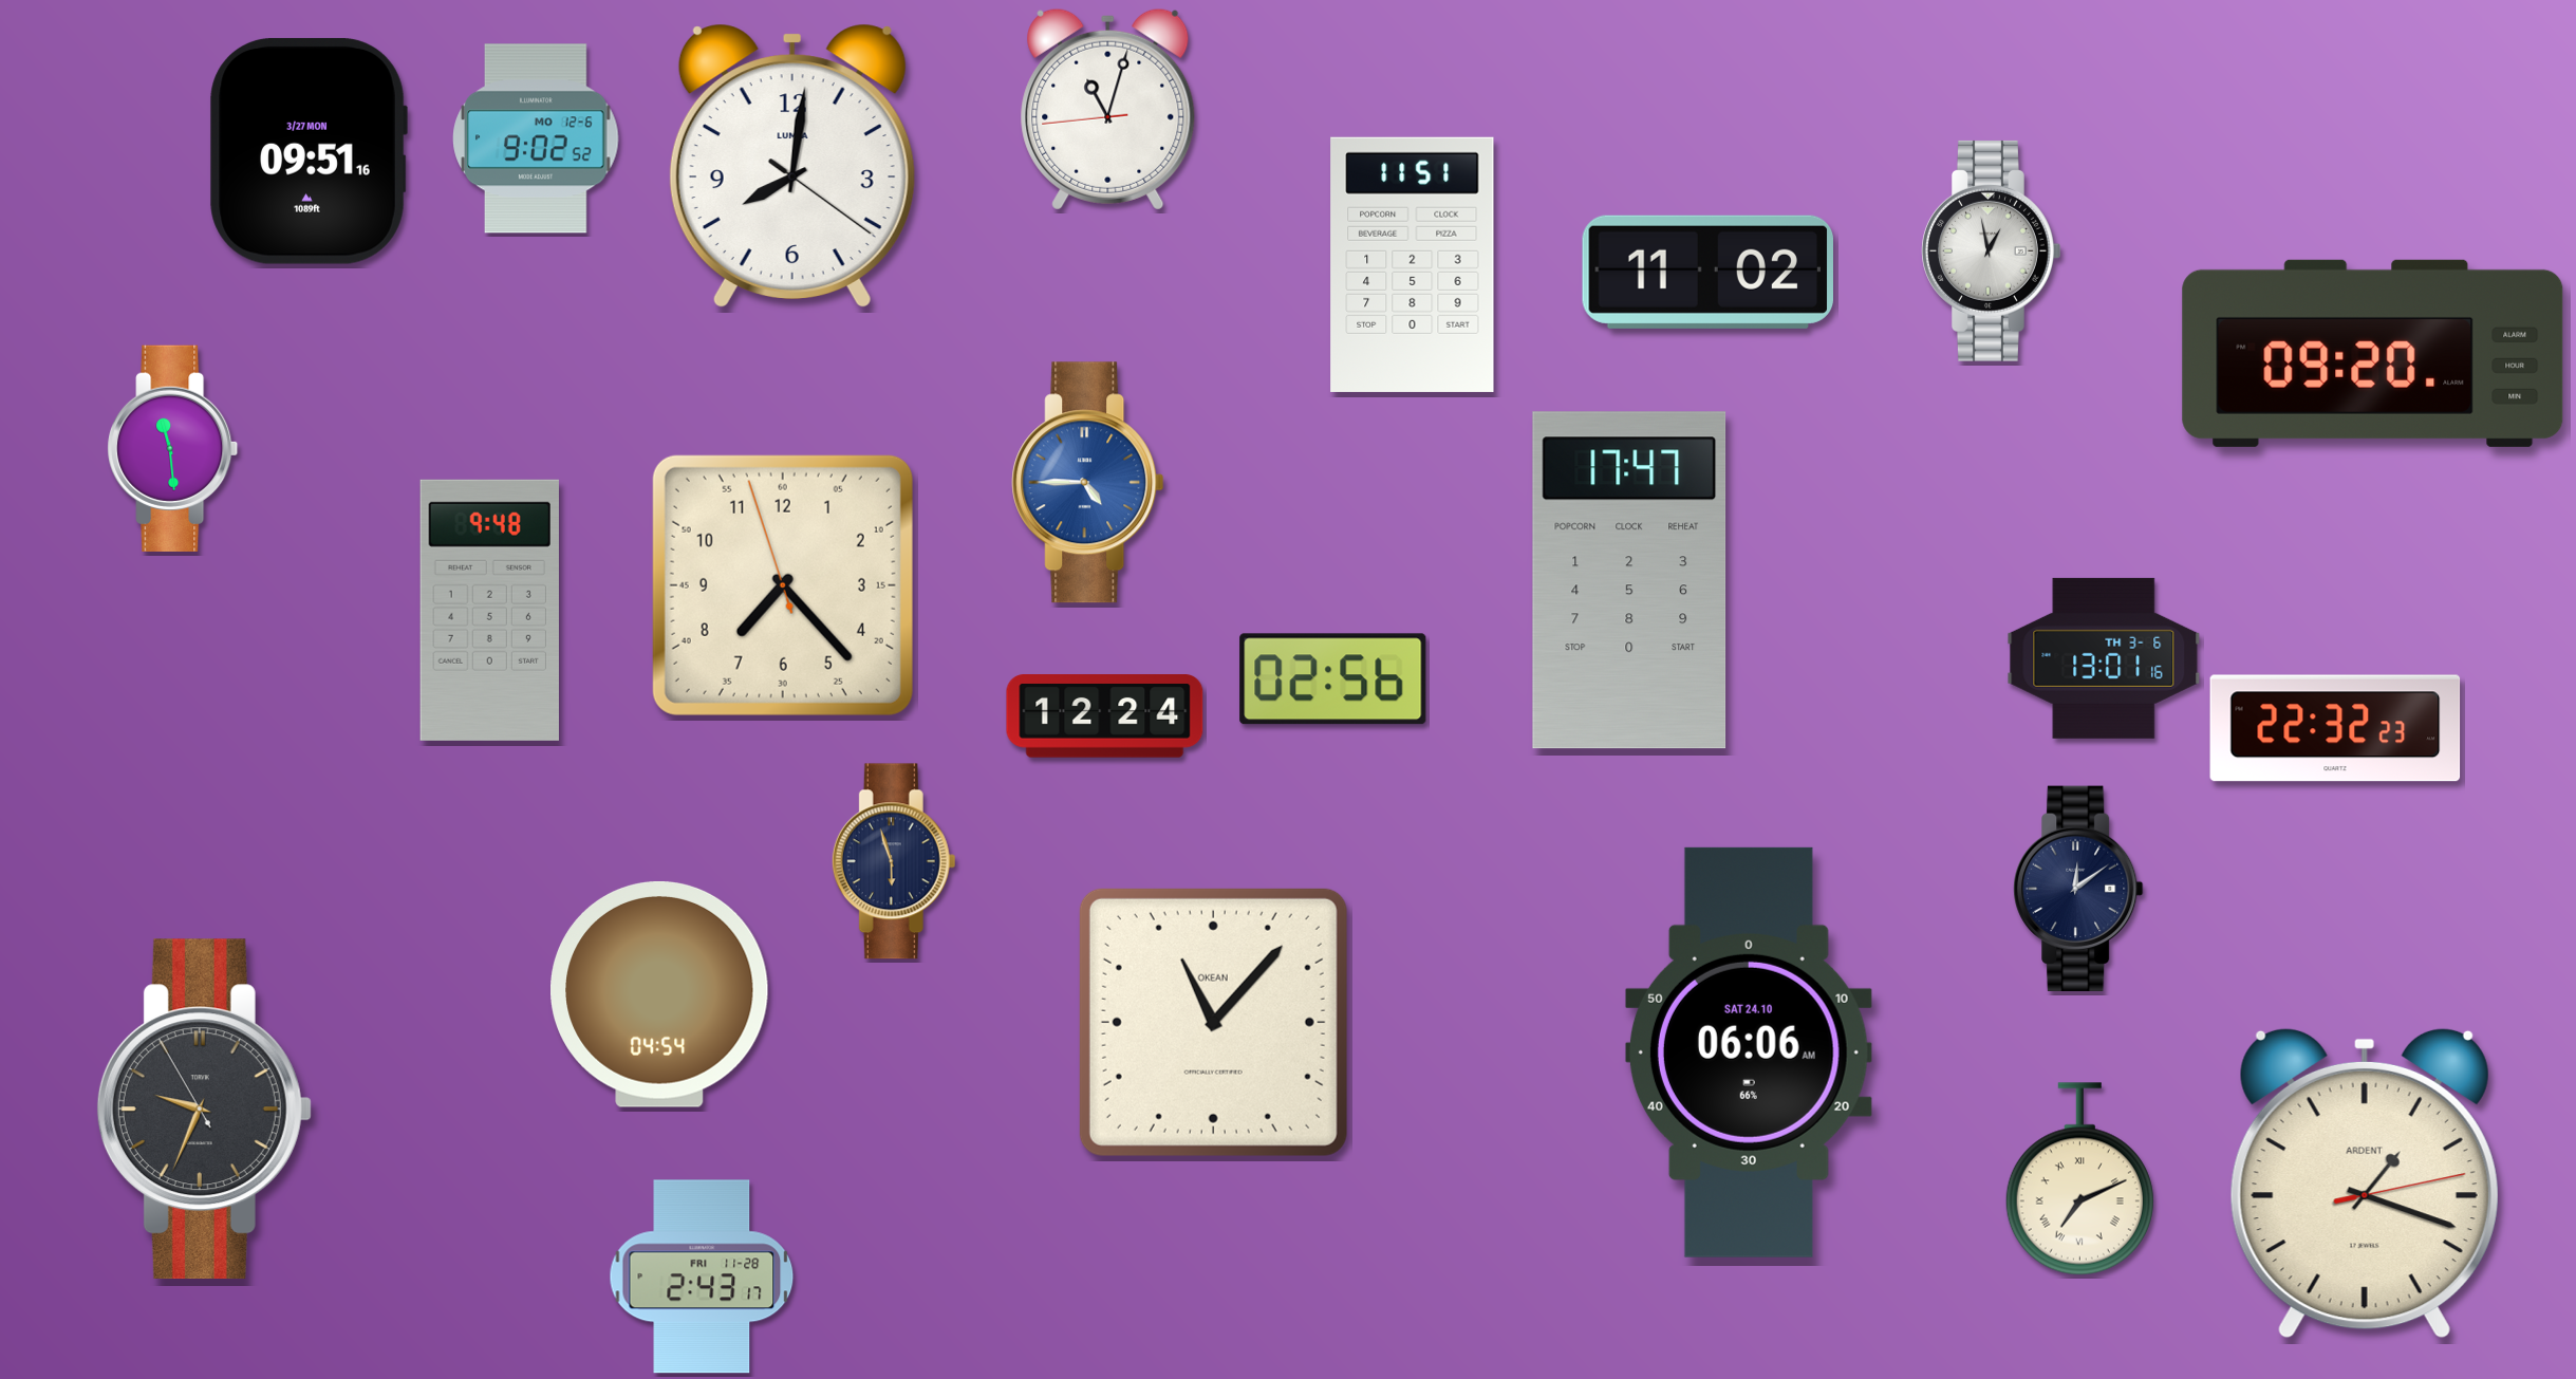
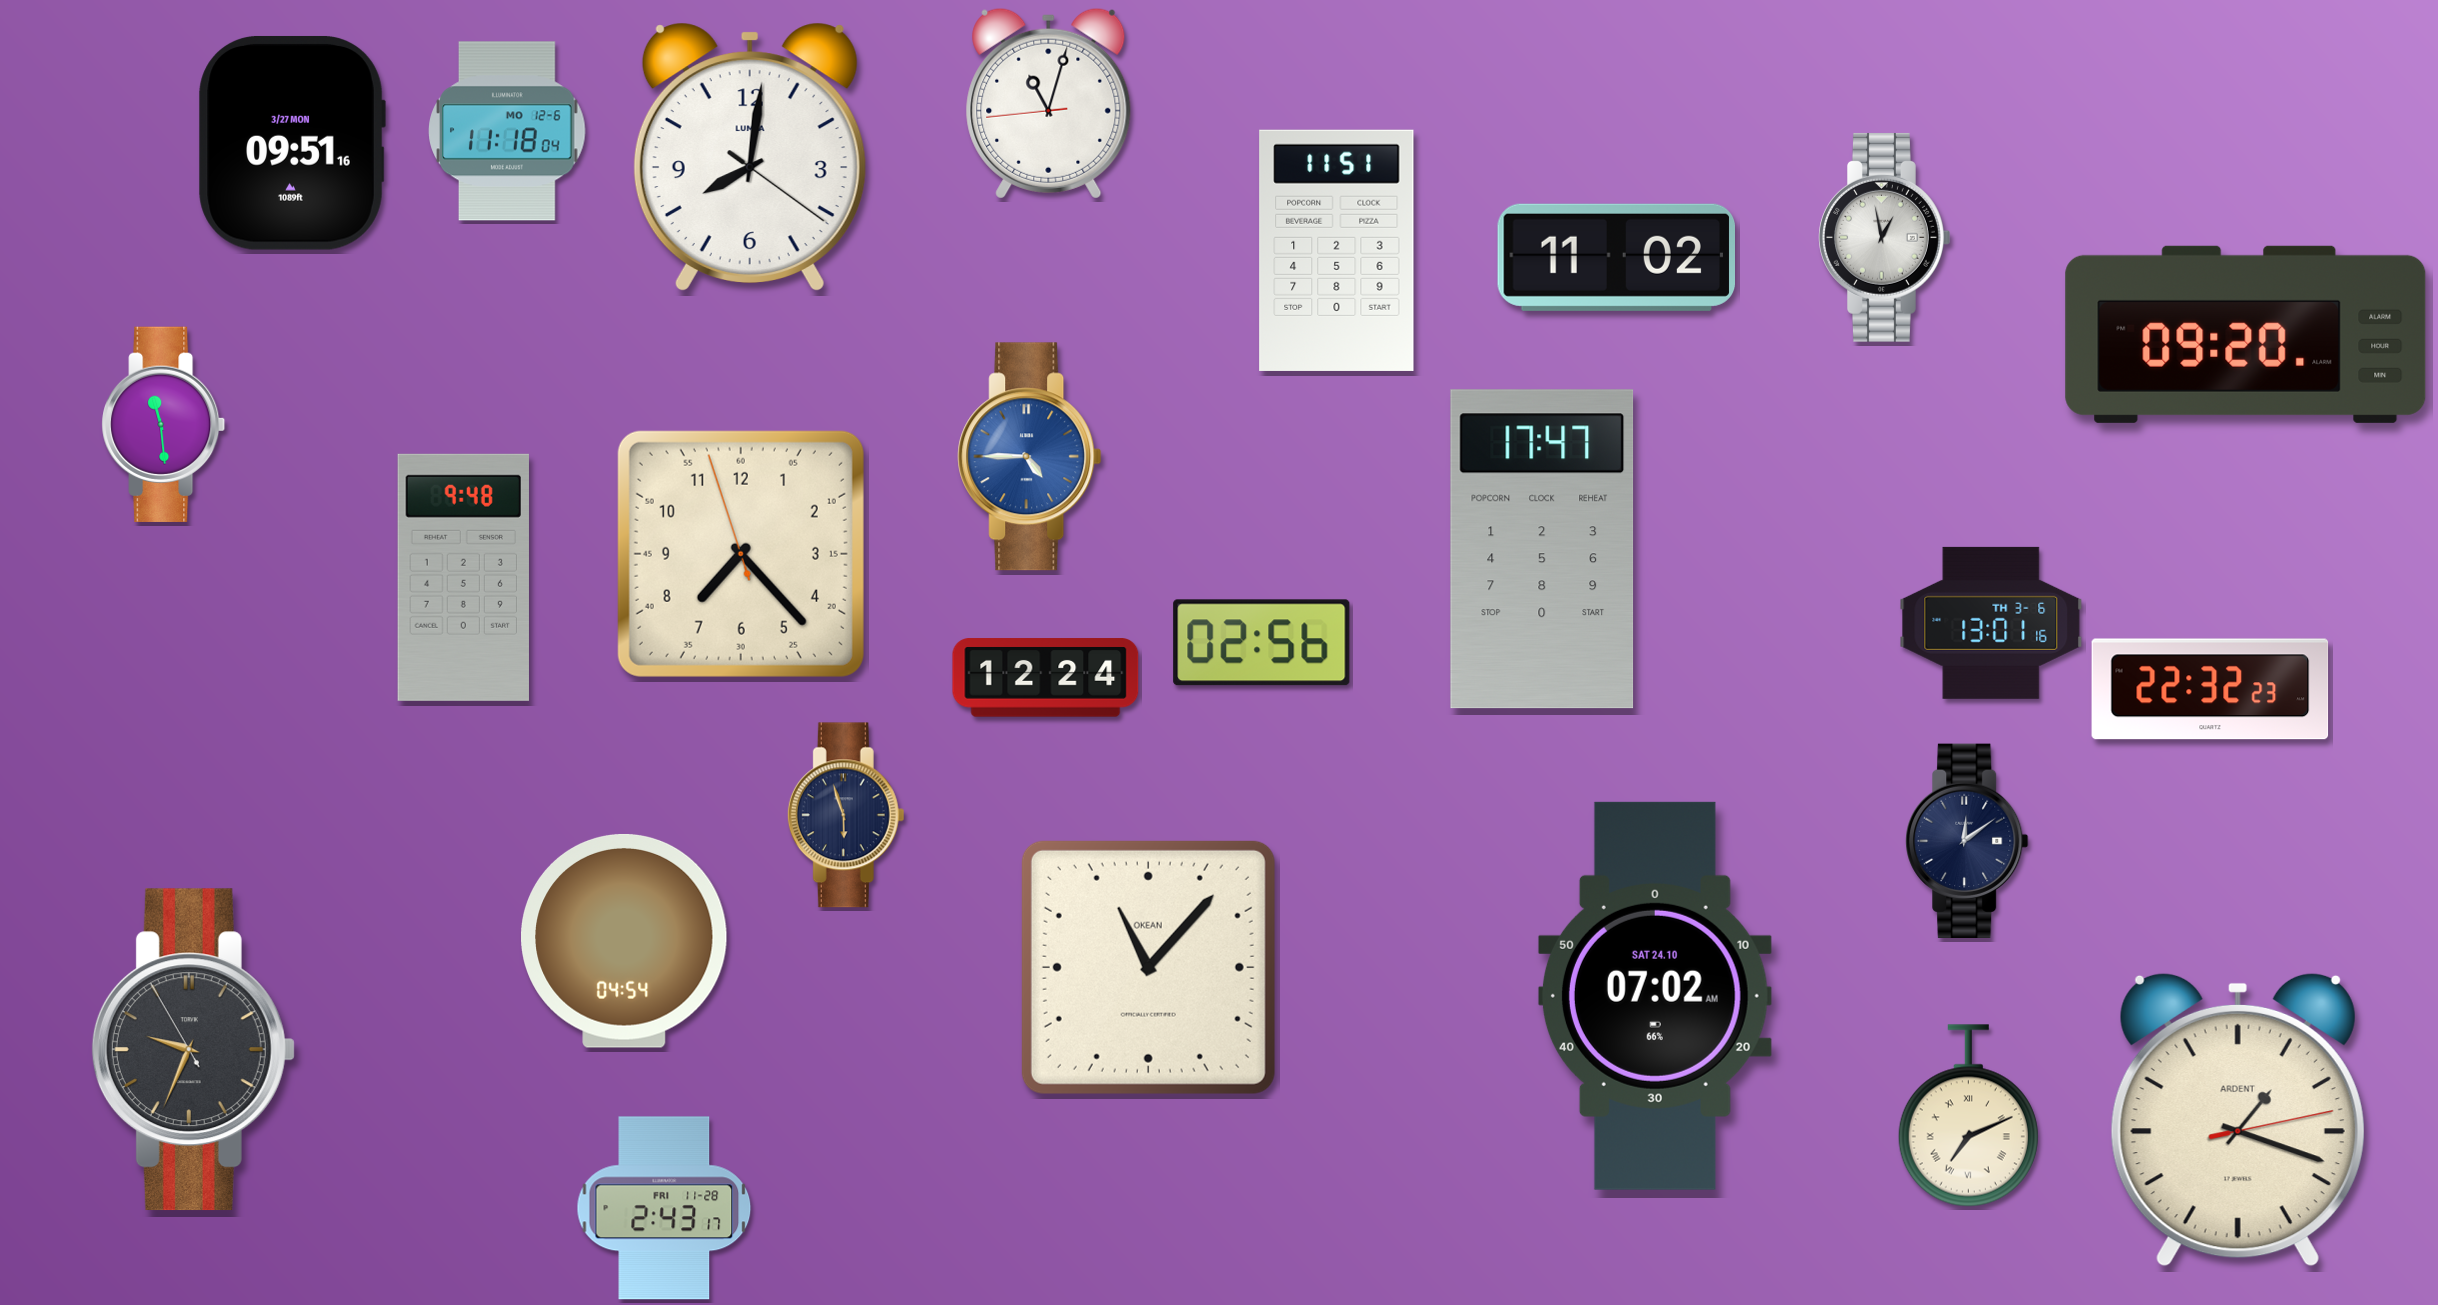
clock at (536, 138): 9:02 -> 11:18
clock at (1749, 1052): 06:06 -> 07:02
